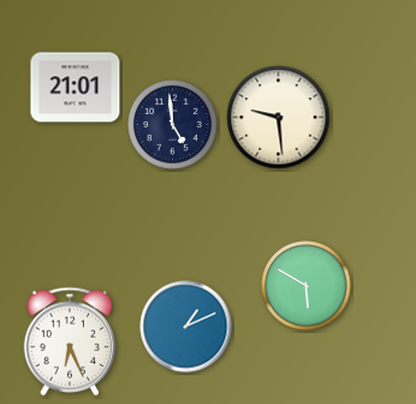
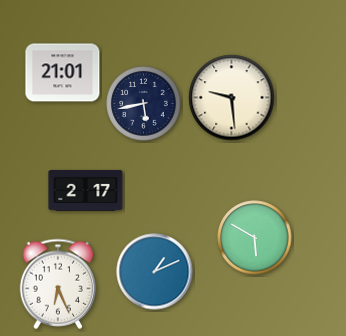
clock at (173, 125): 4:59 -> 5:43
clock at (86, 190): none -> 2:17
